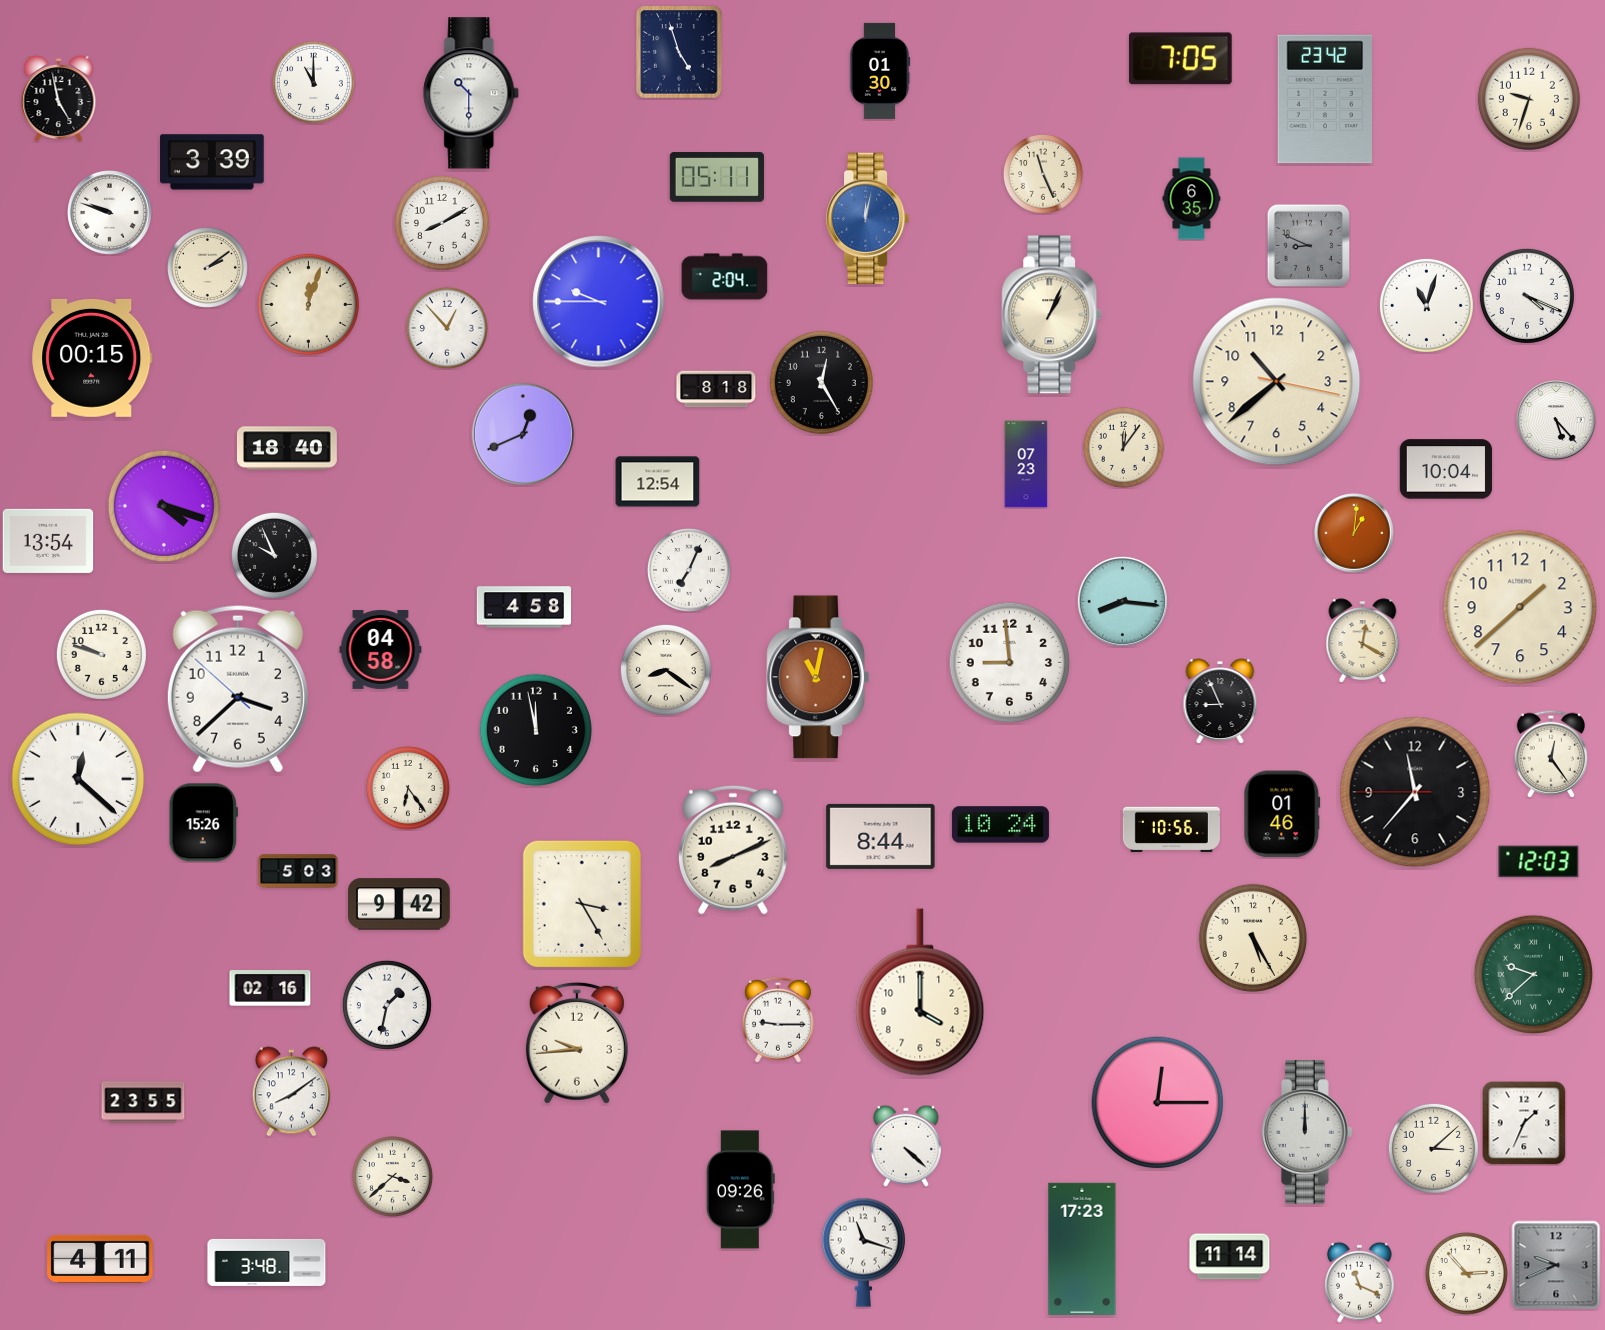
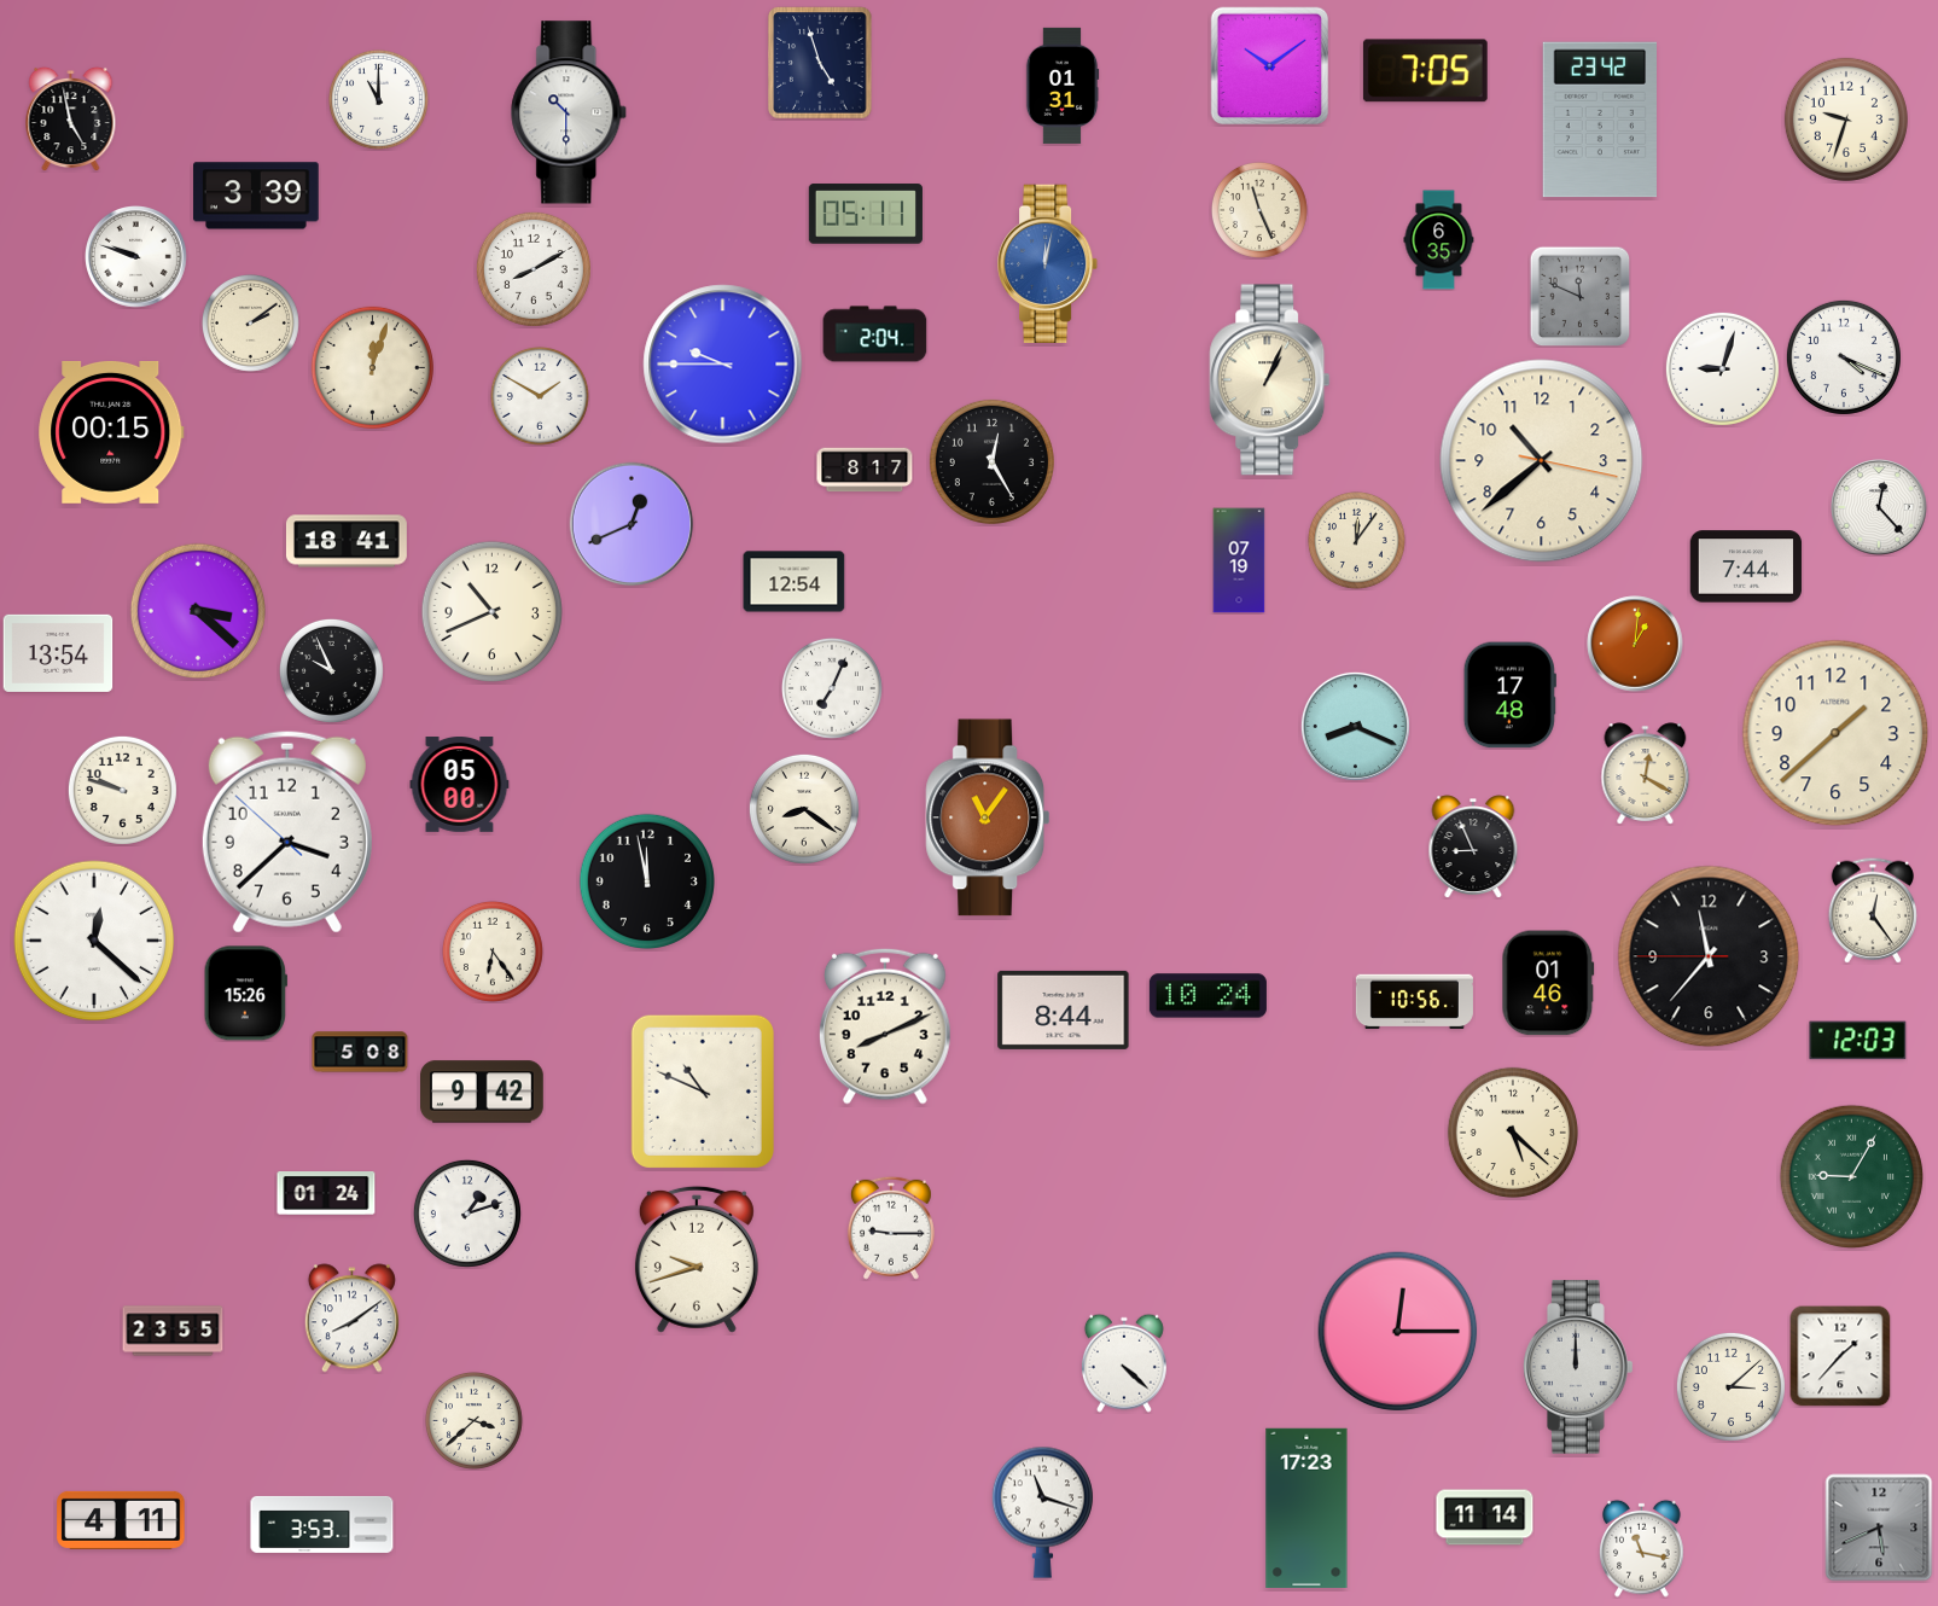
clock at (1270, 66): none -> 10:09
clock at (880, 71): 01:30 -> 01:31
clock at (110, 213) position: (110, 213) -> (136, 257)
clock at (1308, 245): 8:49 -> 11:49
clock at (1426, 305): 11:03 -> 9:03
clock at (447, 328): 12:53 -> 1:50
clock at (716, 389): 8:18 -> 8:17
clock at (1556, 420): 5:23 -> 12:23
clock at (287, 448): 18:40 -> 18:41
clock at (1026, 464): 07:23 -> 07:19
clock at (1446, 469): 10:04 -> 7:44
clock at (163, 505): 4:18 -> 3:22
clock at (491, 611): none -> 10:41
clock at (1509, 696): none -> 17:48
clock at (1122, 601): 8:16 -> 8:19
clock at (523, 607): 4:58 -> none
clock at (381, 650): 04:58 -> 05:00
clock at (1010, 663): 8:59 -> none
clock at (817, 677): 11:02 -> 11:06
clock at (298, 871): 5:03 -> 5:08
clock at (582, 904): 3:25 -> 10:49
clock at (1253, 938): 5:25 -> 5:22
clock at (1534, 975): 9:38 -> 9:05
clock at (270, 989): 02:16 -> 01:24
clock at (920, 992): 4:00 -> none
clock at (387, 1005): 1:32 -> 1:12
clock at (778, 1020) position: (778, 1020) -> (891, 1228)
clock at (577, 1043): 9:44 -> 9:42
clock at (1524, 1123): 1:34 -> 1:37
clock at (906, 1146) position: (906, 1146) -> (1124, 1363)
clock at (740, 1190): 09:26 -> none
clock at (267, 1262): 3:48 -> 3:53
clock at (1556, 1265): 9:41 -> 5:41
clock at (1466, 1273): 2:53 -> none
clock at (1360, 1282): 11:19 -> 11:17
